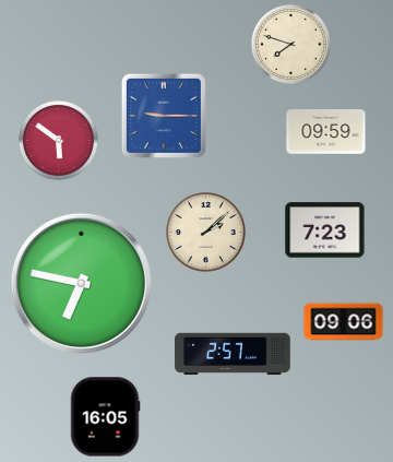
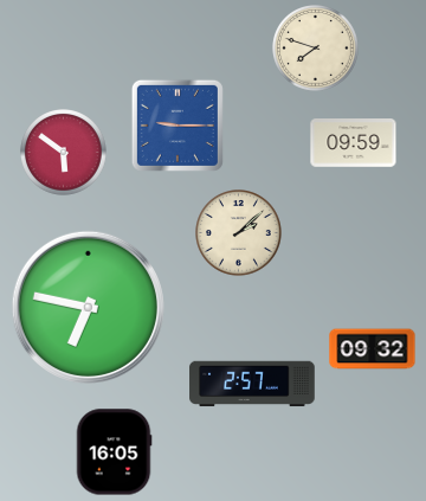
clock at (325, 230): 7:23 -> none
clock at (206, 233) position: (206, 233) -> (239, 233)
clock at (344, 322): 09:06 -> 09:32
